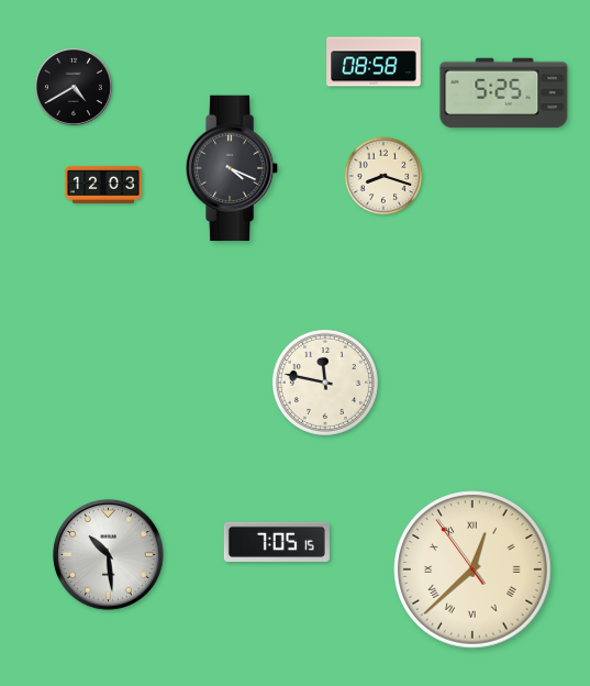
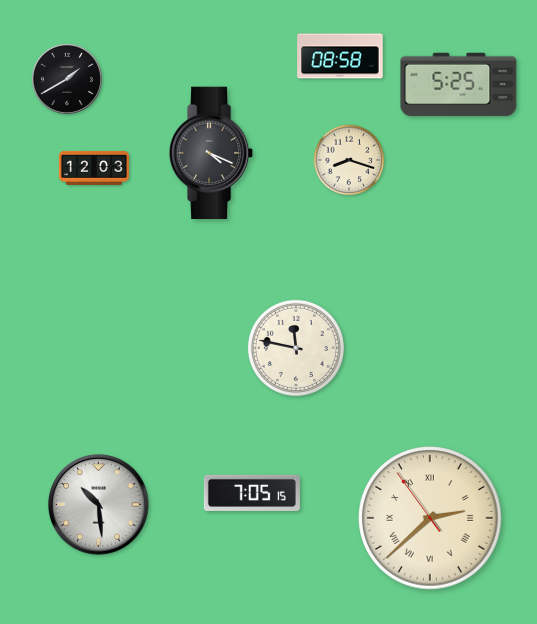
clock at (74, 87): 4:40 -> 1:40
clock at (472, 569): 12:37 -> 2:37
